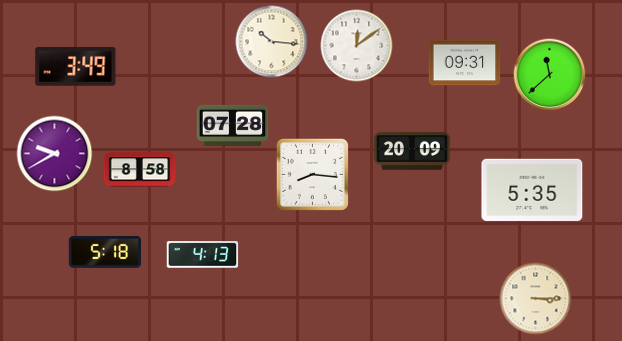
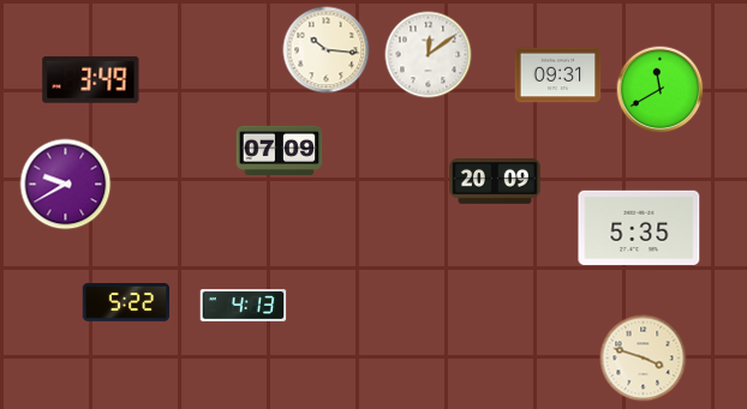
clock at (550, 75): 11:38 -> 11:40
clock at (233, 125): 07:28 -> 07:09
clock at (140, 170): 8:58 -> none
clock at (312, 174): 8:16 -> none
clock at (105, 252): 5:18 -> 5:22
clock at (536, 299): 3:15 -> 3:48
